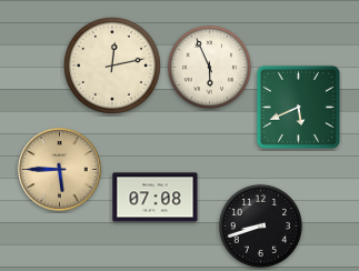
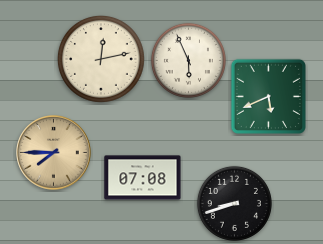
clock at (60, 170): 5:45 -> 7:45
clock at (156, 198) position: (156, 198) -> (143, 178)
